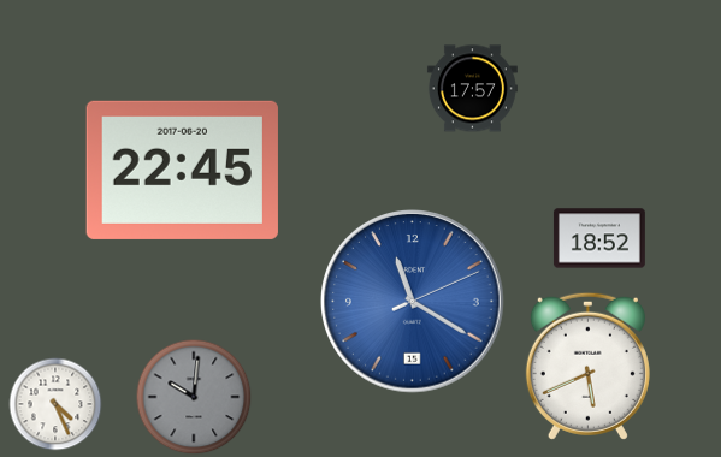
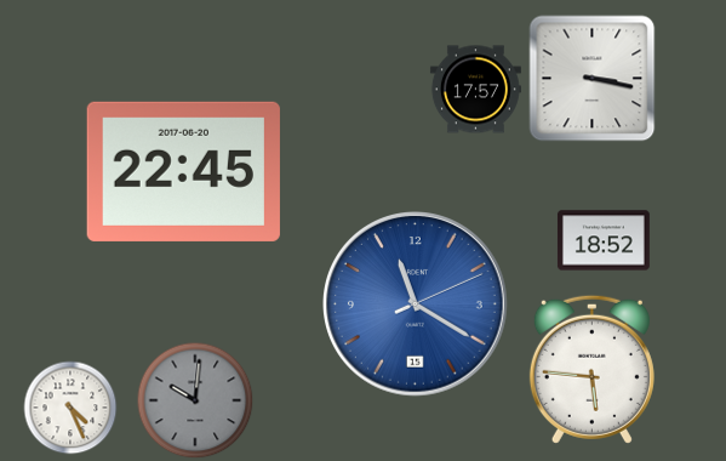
clock at (593, 79): none -> 3:17
clock at (587, 366): 5:41 -> 5:46
clock at (55, 404) position: (55, 404) -> (70, 408)
